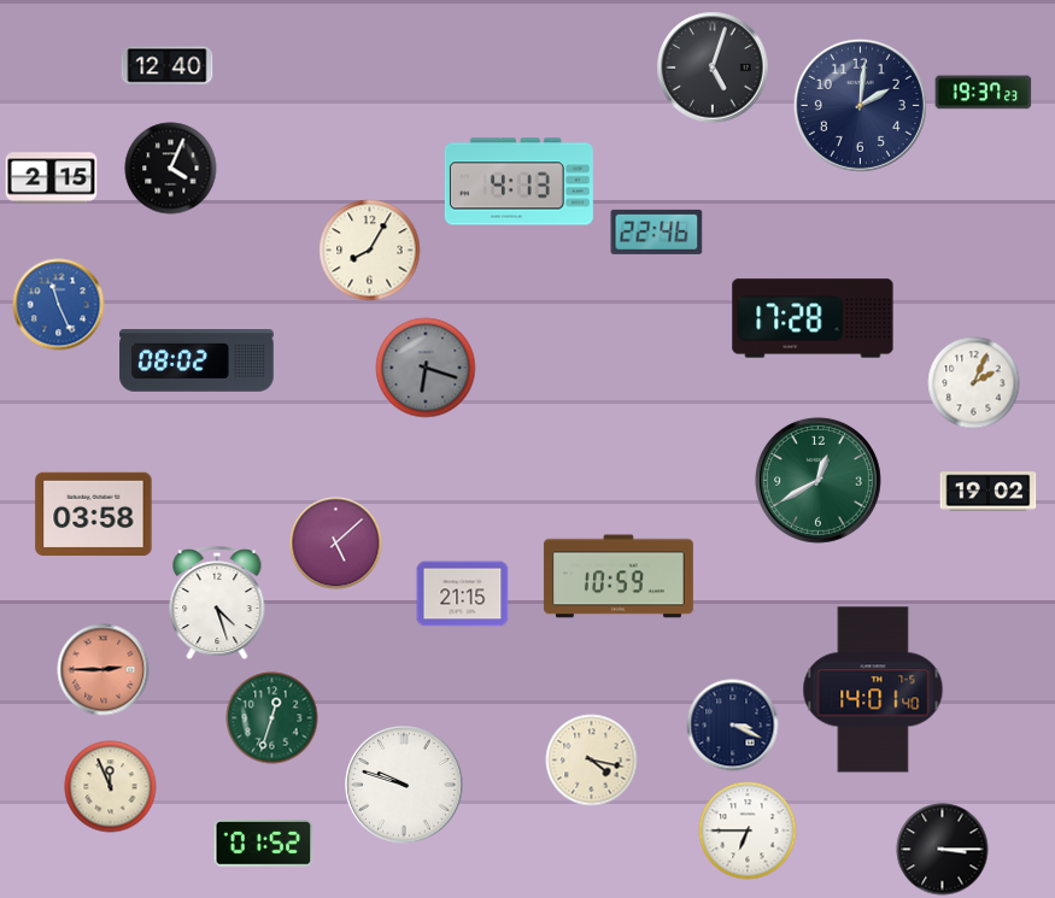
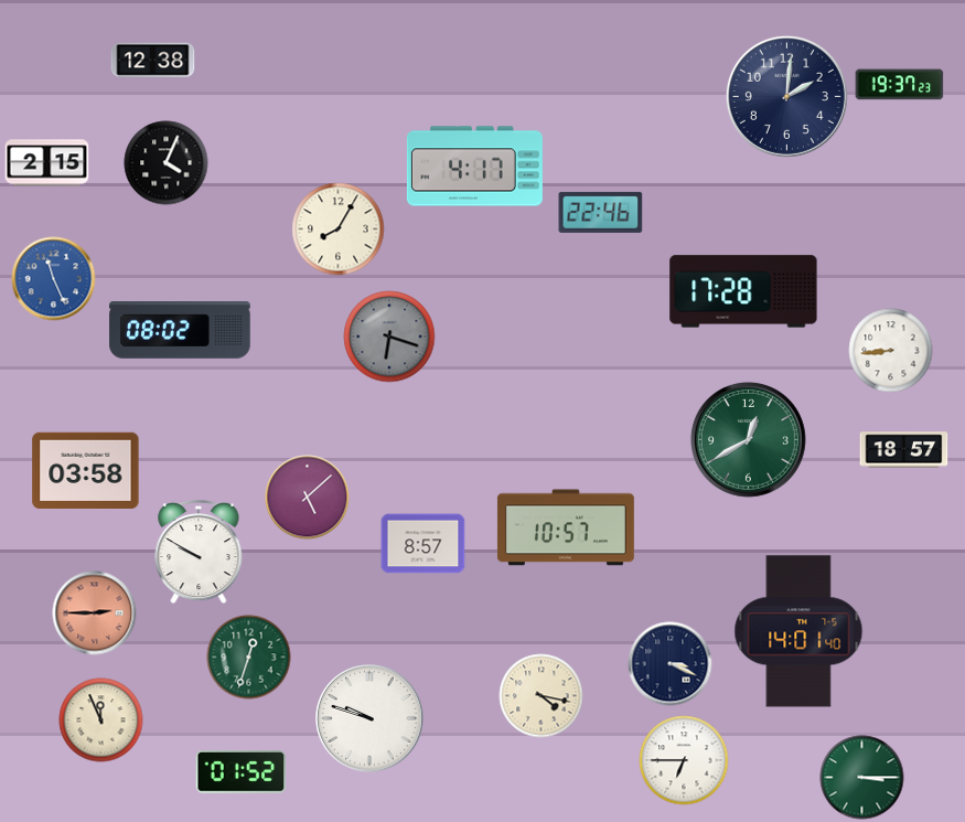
clock at (168, 66): 12:40 -> 12:38
clock at (713, 68): 5:03 -> none
clock at (171, 169) position: (171, 169) -> (167, 163)
clock at (518, 182): 4:13 -> 4:17
clock at (974, 383): 2:04 -> 8:44
clock at (989, 492): 19:02 -> 18:57
clock at (619, 576): 10:59 -> 10:57
clock at (463, 594): 21:15 -> 8:57
clock at (217, 603): 4:27 -> 9:50
clock at (943, 850) dial: black -> green
